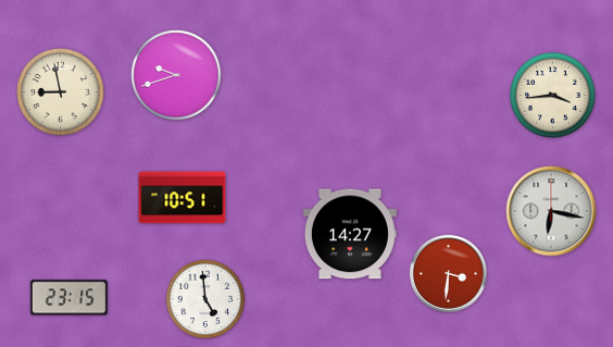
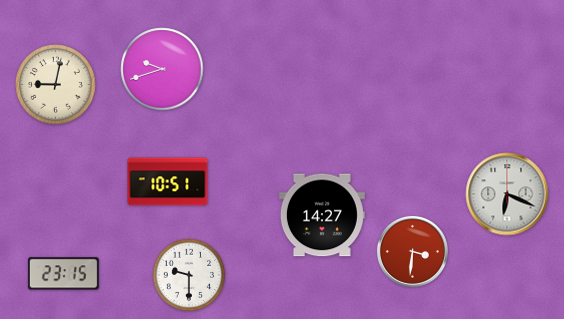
clock at (61, 92): 8:58 -> 9:02
clock at (553, 96): 3:44 -> none
clock at (551, 211): 6:17 -> 6:19
clock at (205, 299): 4:59 -> 9:30
